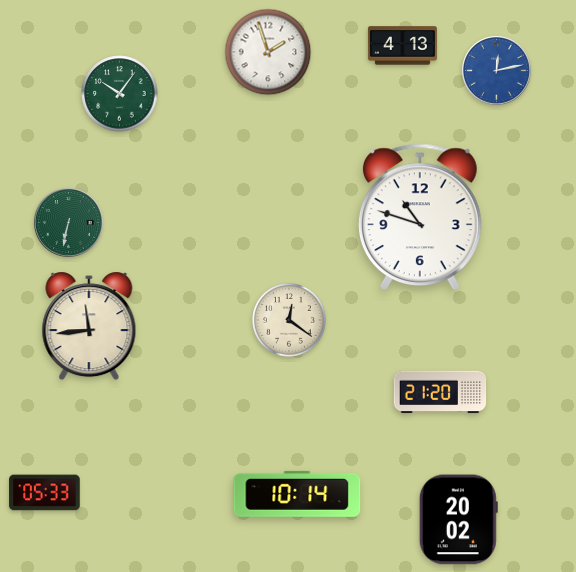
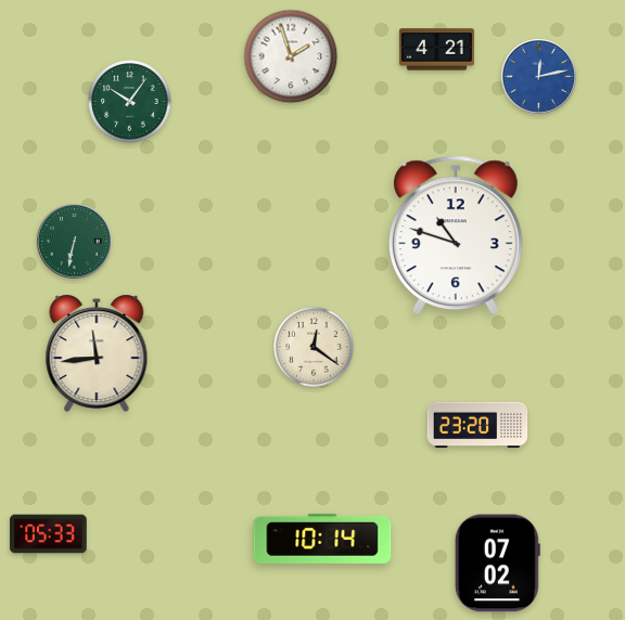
clock at (402, 46): 4:13 -> 4:21
clock at (440, 392): 21:20 -> 23:20
clock at (297, 494) position: (297, 494) -> (322, 539)
clock at (458, 520): 20:02 -> 07:02
